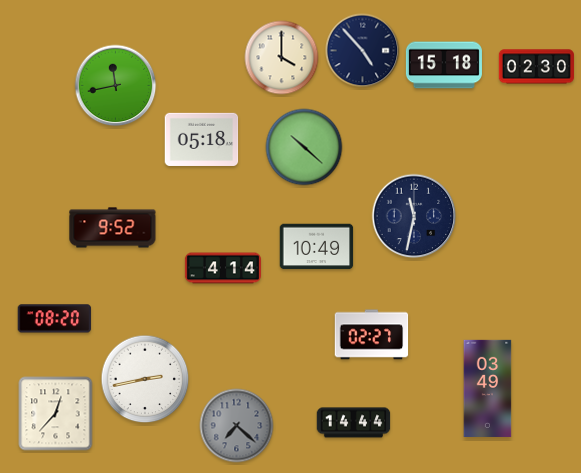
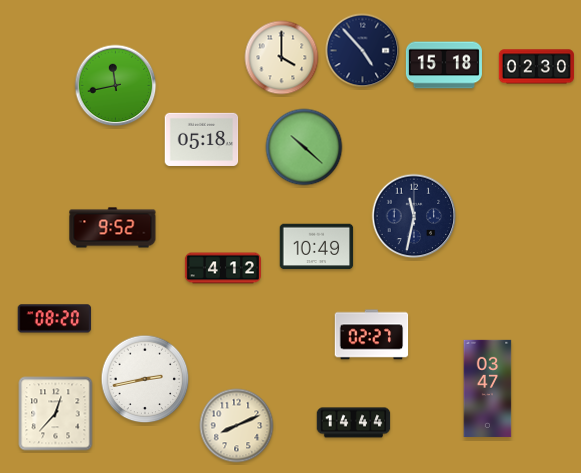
clock at (223, 268): 4:14 -> 4:12
clock at (488, 388): 03:49 -> 03:47
clock at (237, 426): 7:22 -> 8:11
clock at (237, 426) dial: grey -> cream
